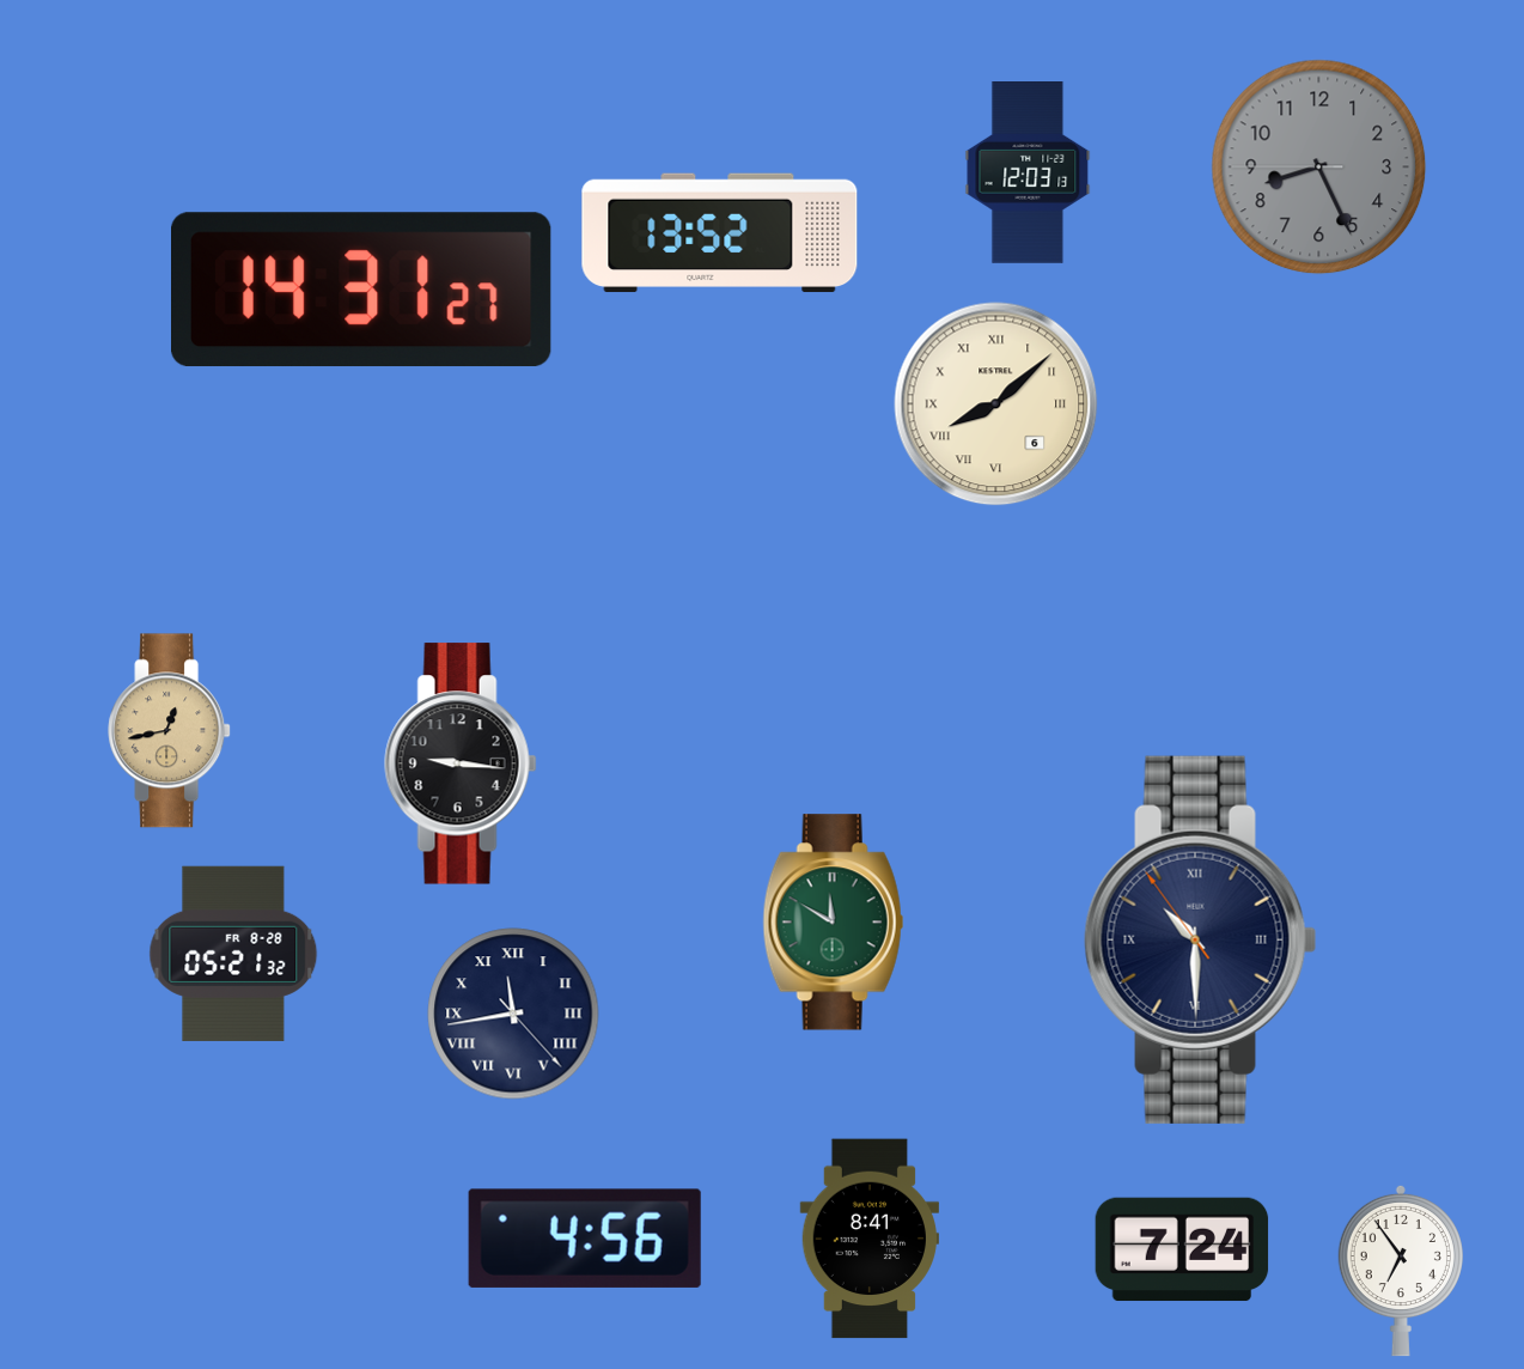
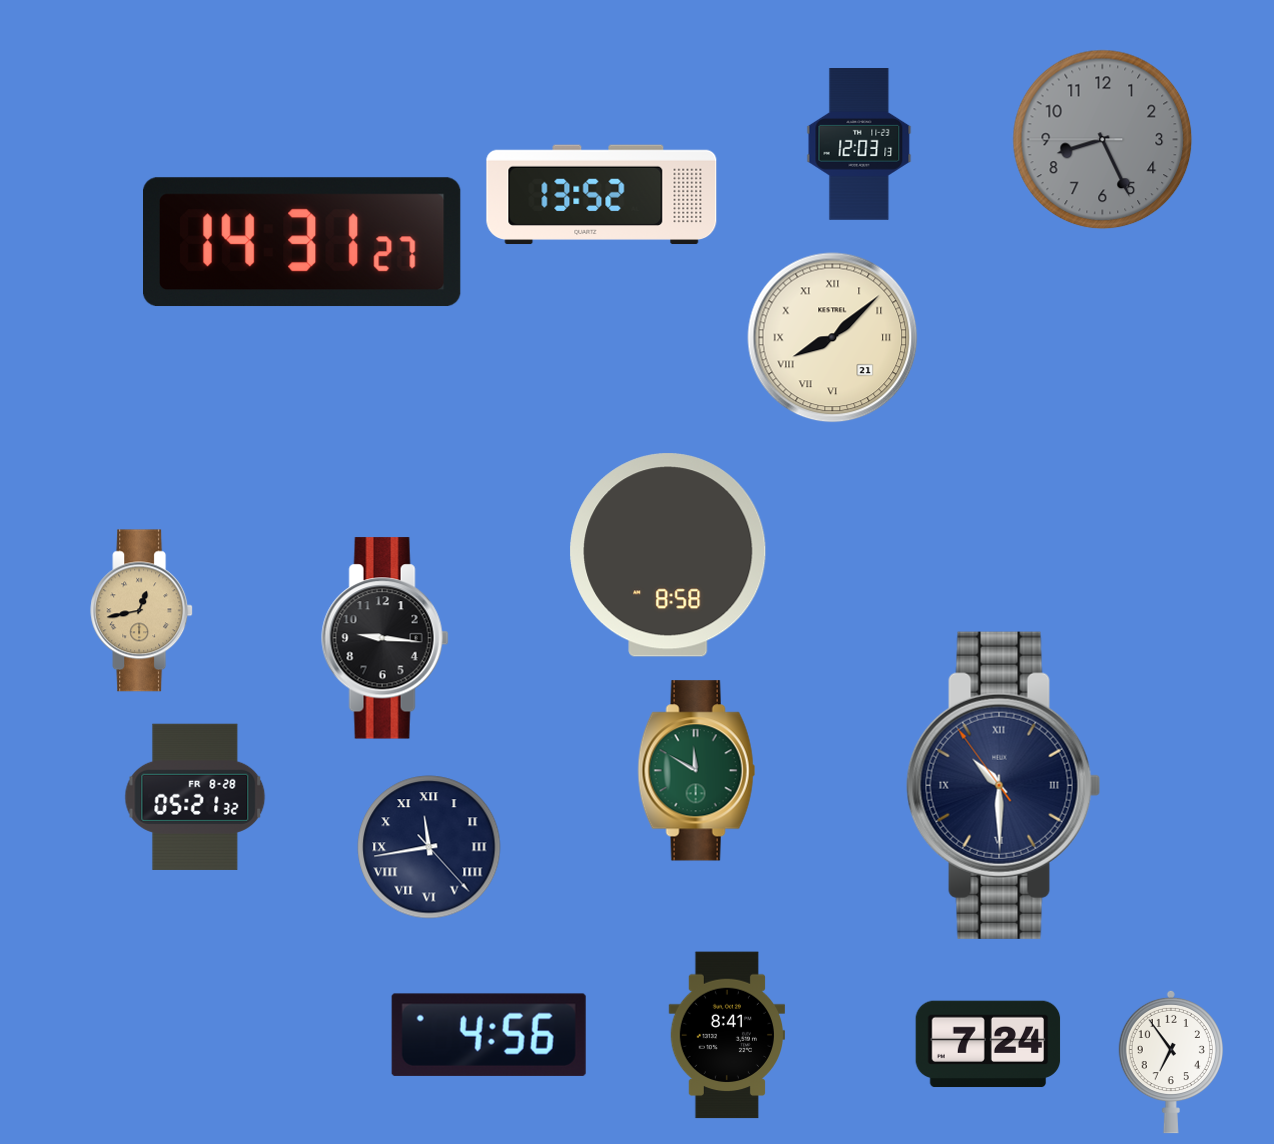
clock at (996, 404) date: 6 -> 21
clock at (668, 555): none -> 8:58
